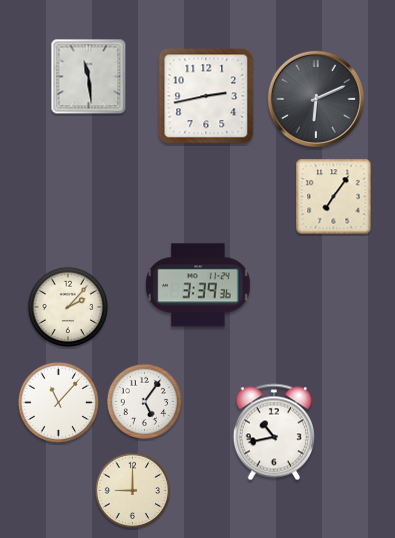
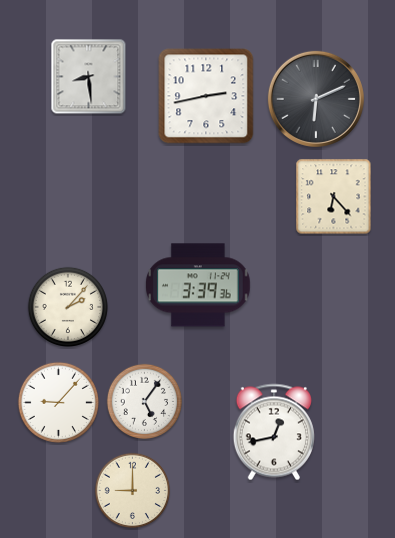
clock at (89, 77): 11:29 -> 8:29
clock at (334, 197): 7:06 -> 6:23
clock at (58, 402): 11:07 -> 9:07
clock at (274, 432): 10:43 -> 12:43
